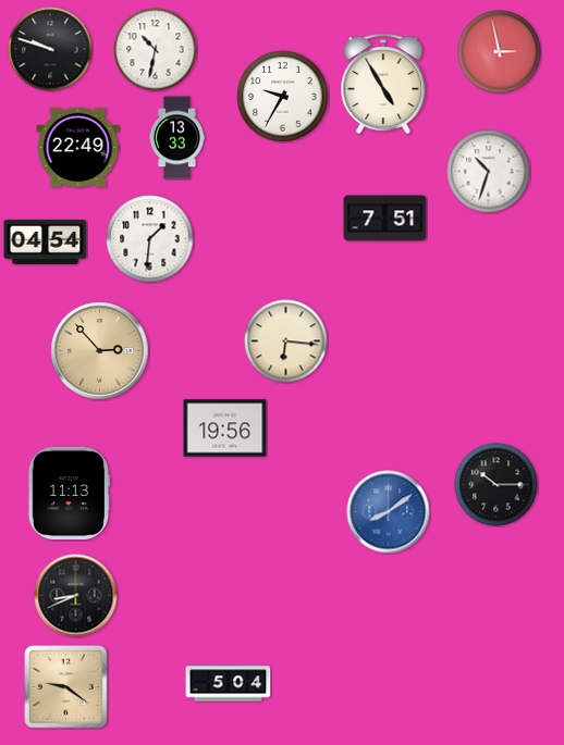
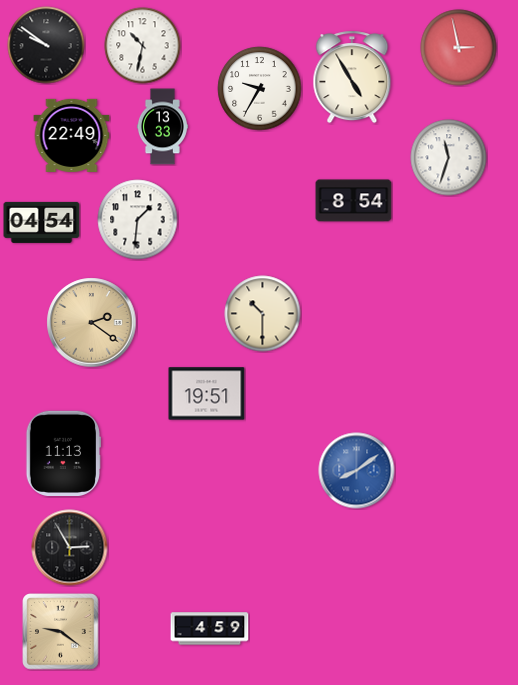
clock at (50, 49): 9:48 -> 9:51
clock at (489, 172): 10:33 -> 11:33
clock at (385, 219): 7:51 -> 8:54
clock at (286, 342): 6:16 -> 10:30
clock at (100, 351): 2:53 -> 2:21
clock at (225, 429): 19:56 -> 19:51
clock at (496, 485): 10:15 -> none
clock at (76, 596): 8:41 -> 2:55
clock at (229, 684): 5:04 -> 4:59
